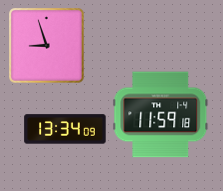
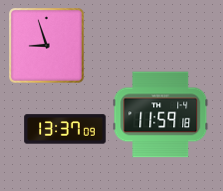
clock at (65, 129): 13:34 -> 13:37
